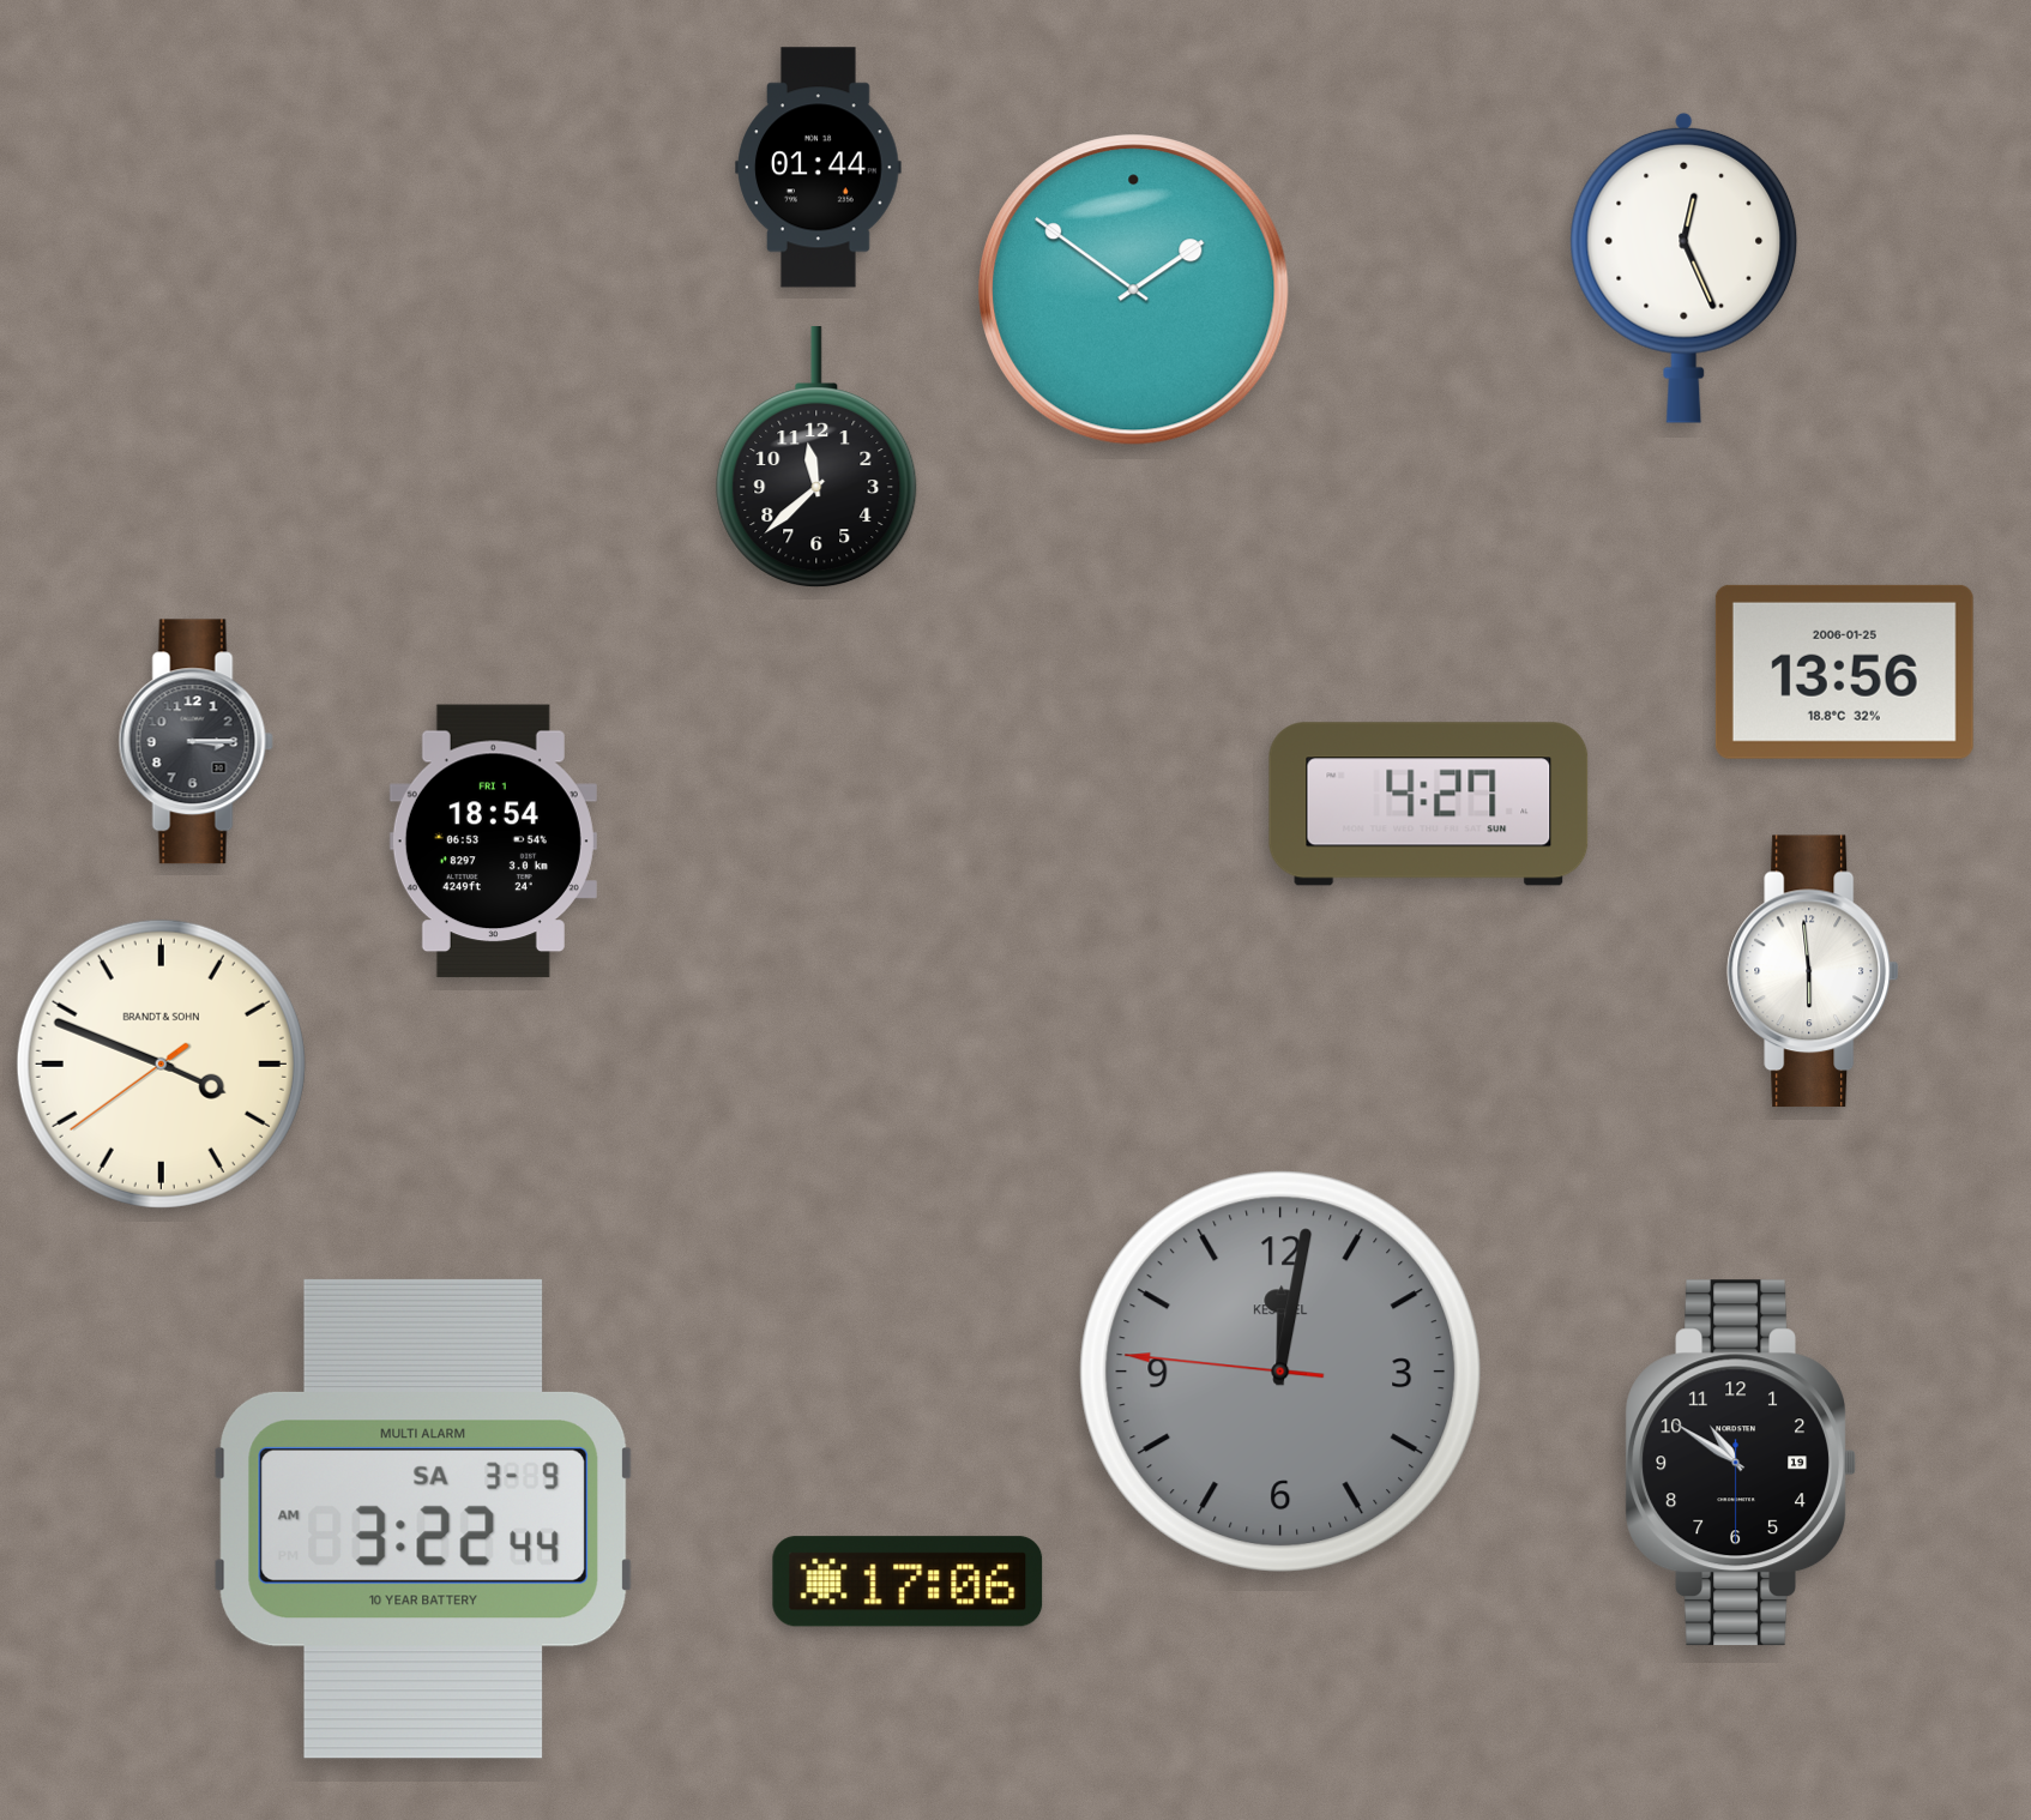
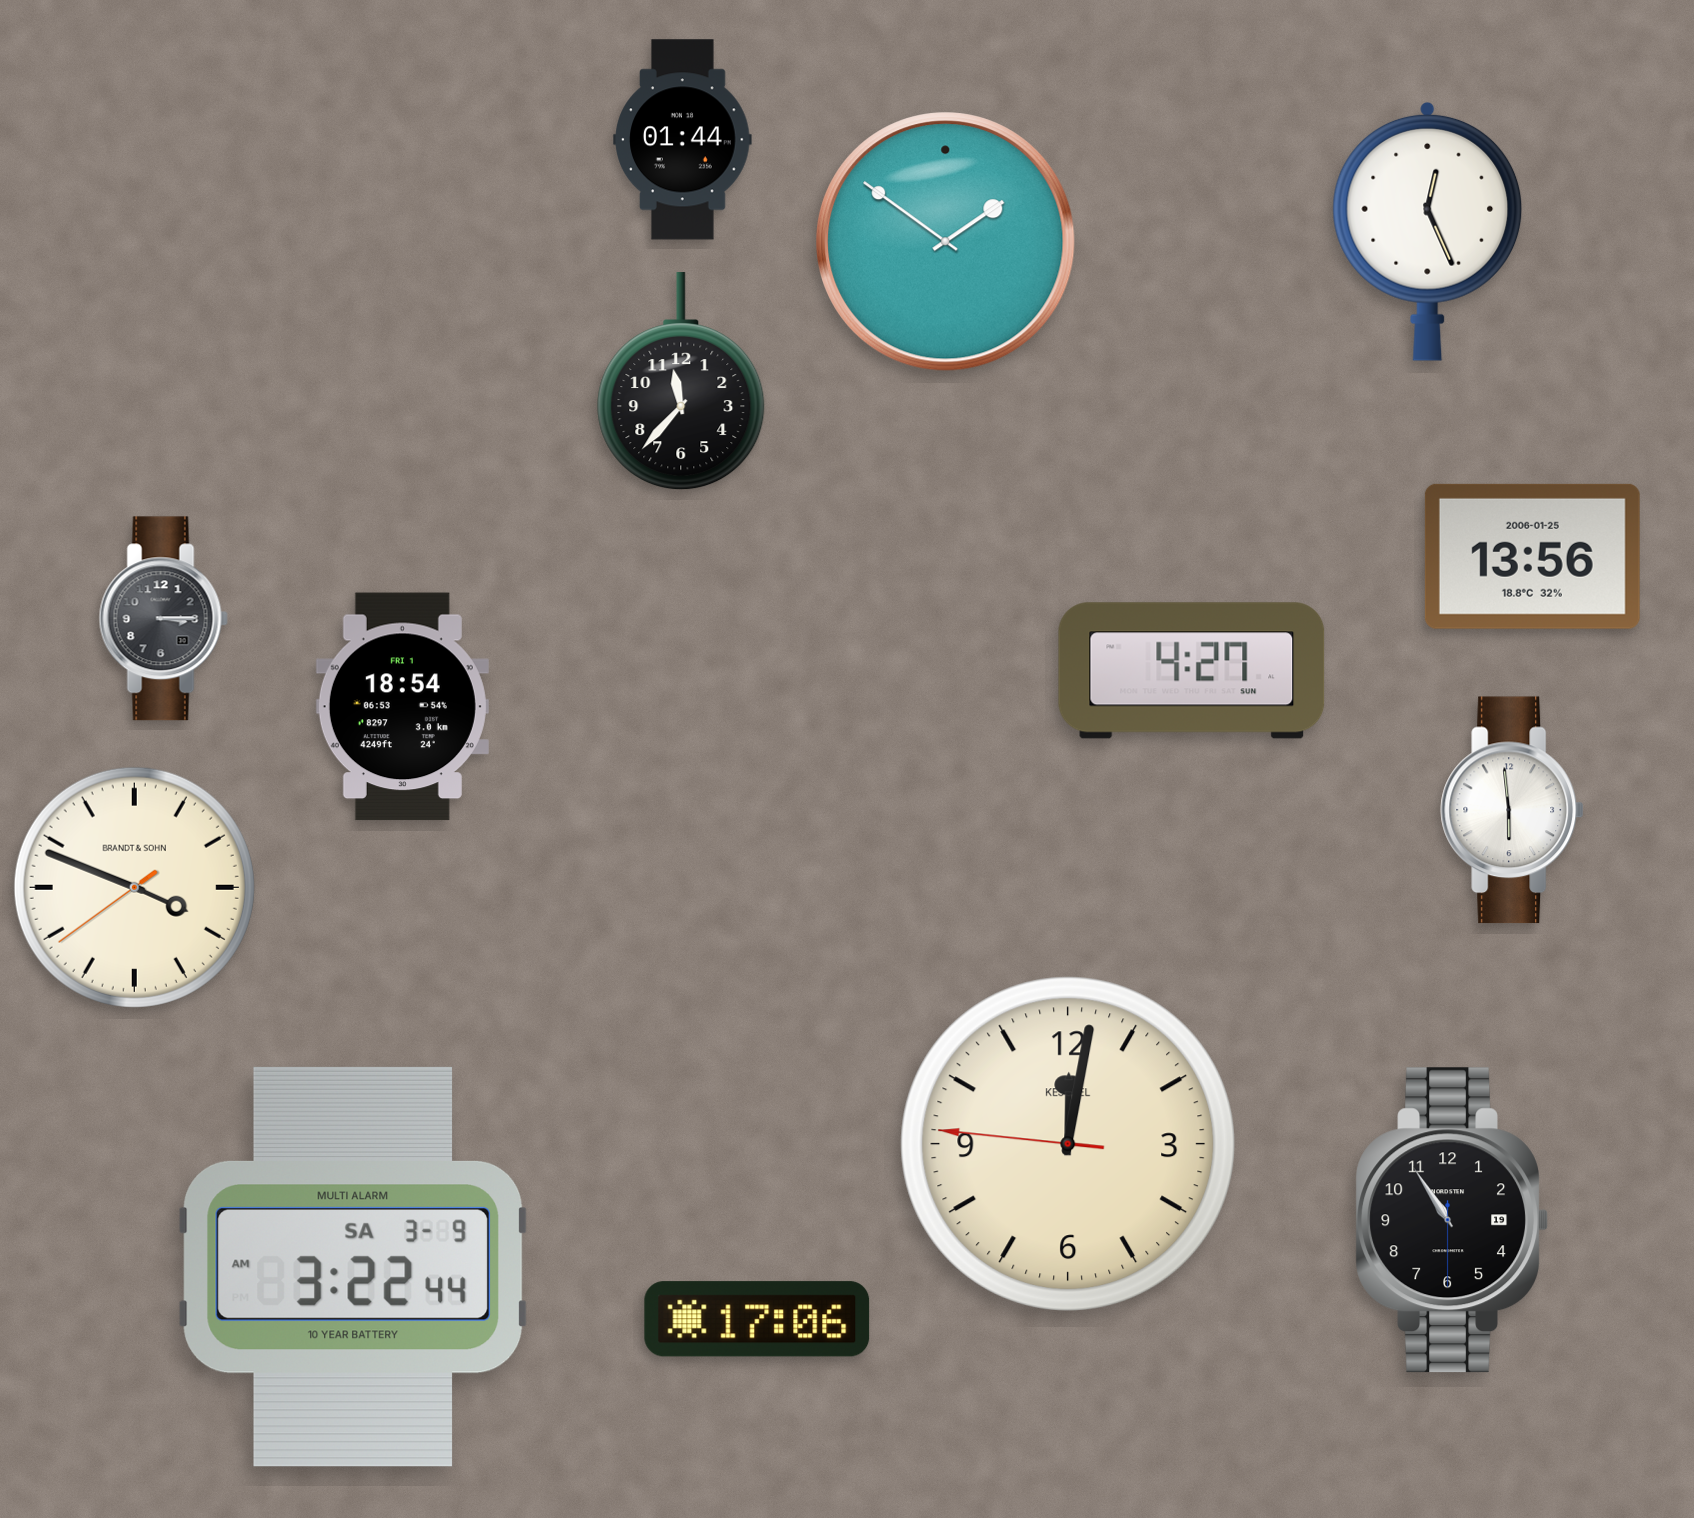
clock at (1685, 267) position: (1685, 267) -> (1428, 231)
clock at (816, 458): 11:38 -> 11:37
clock at (1844, 671) position: (1844, 671) -> (1532, 556)
clock at (493, 842) position: (493, 842) -> (402, 707)
clock at (1280, 1372) dial: grey -> cream
clock at (1741, 1463): 10:50 -> 10:54
